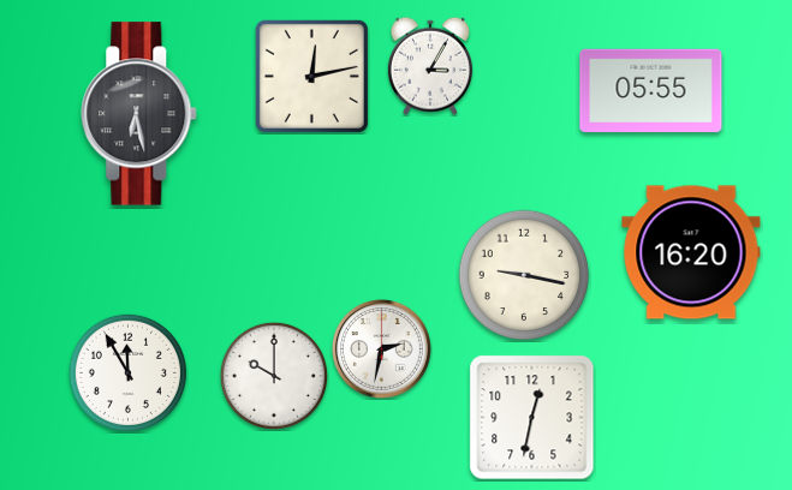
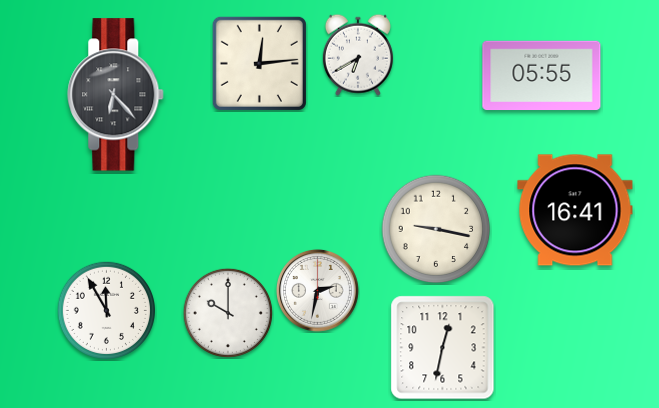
clock at (430, 66): 3:05 -> 6:40
clock at (311, 76): 12:13 -> 12:14
clock at (139, 114): 6:28 -> 6:23
clock at (691, 252): 16:20 -> 16:41
